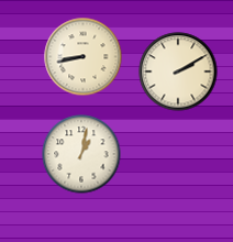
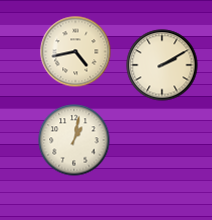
clock at (84, 57): 8:43 -> 4:43
